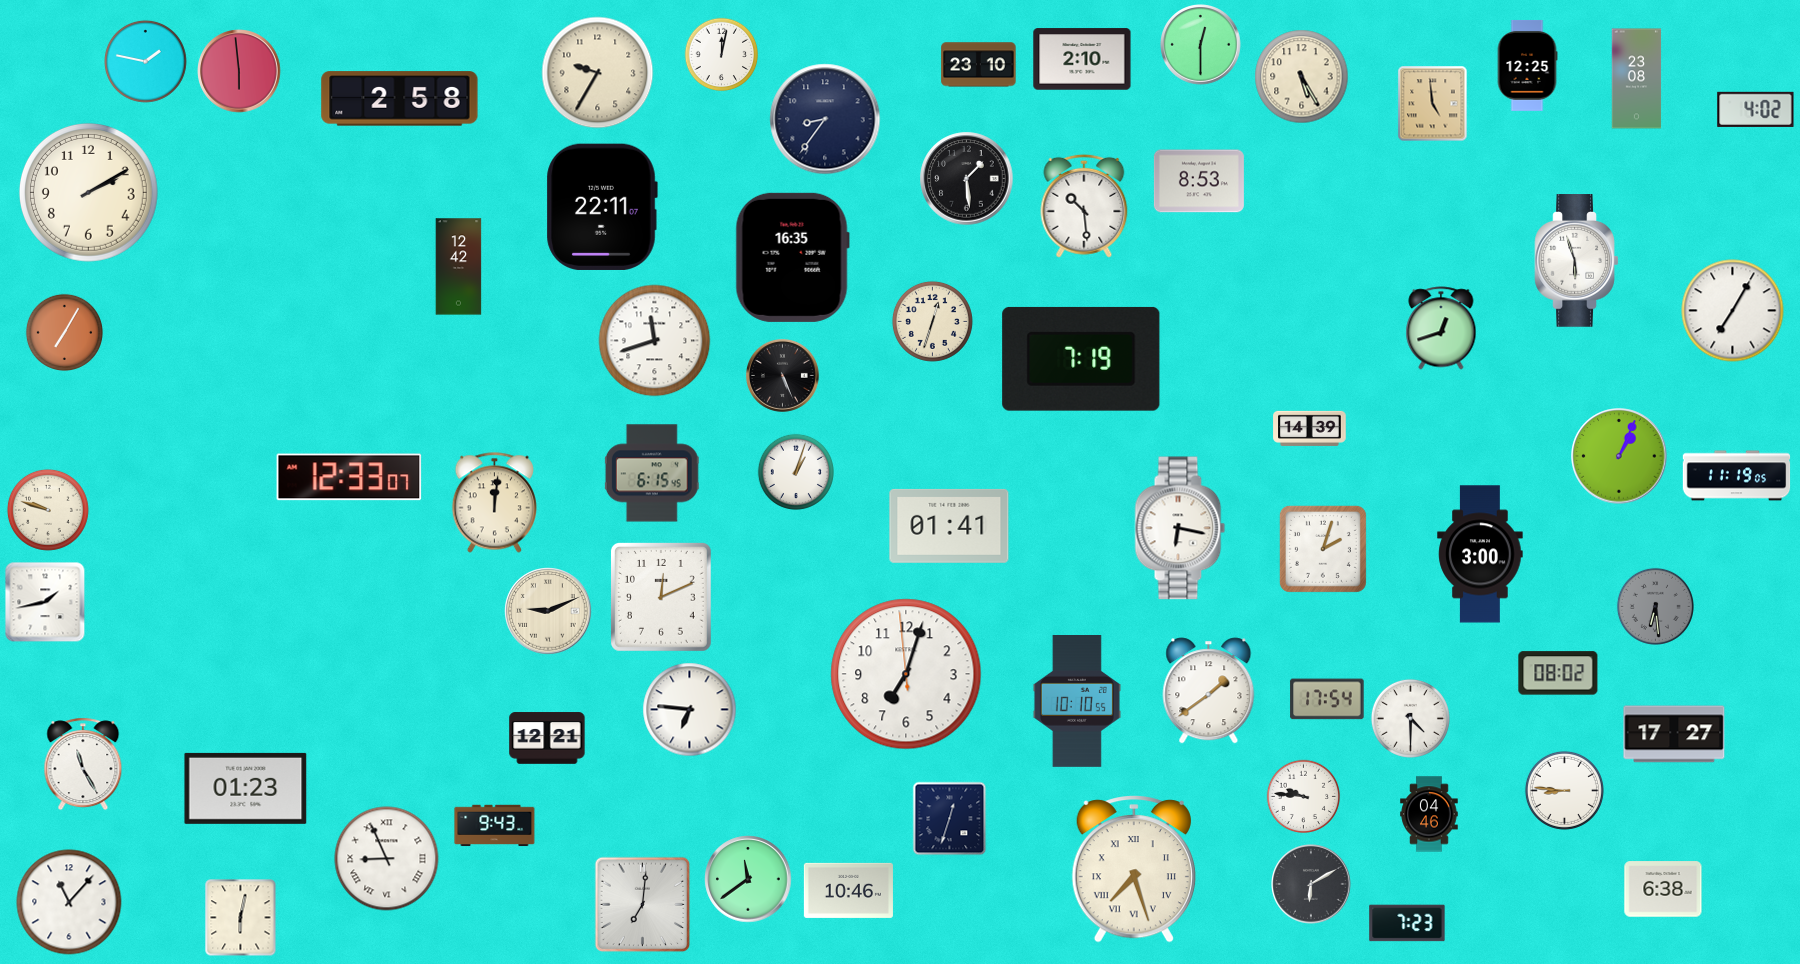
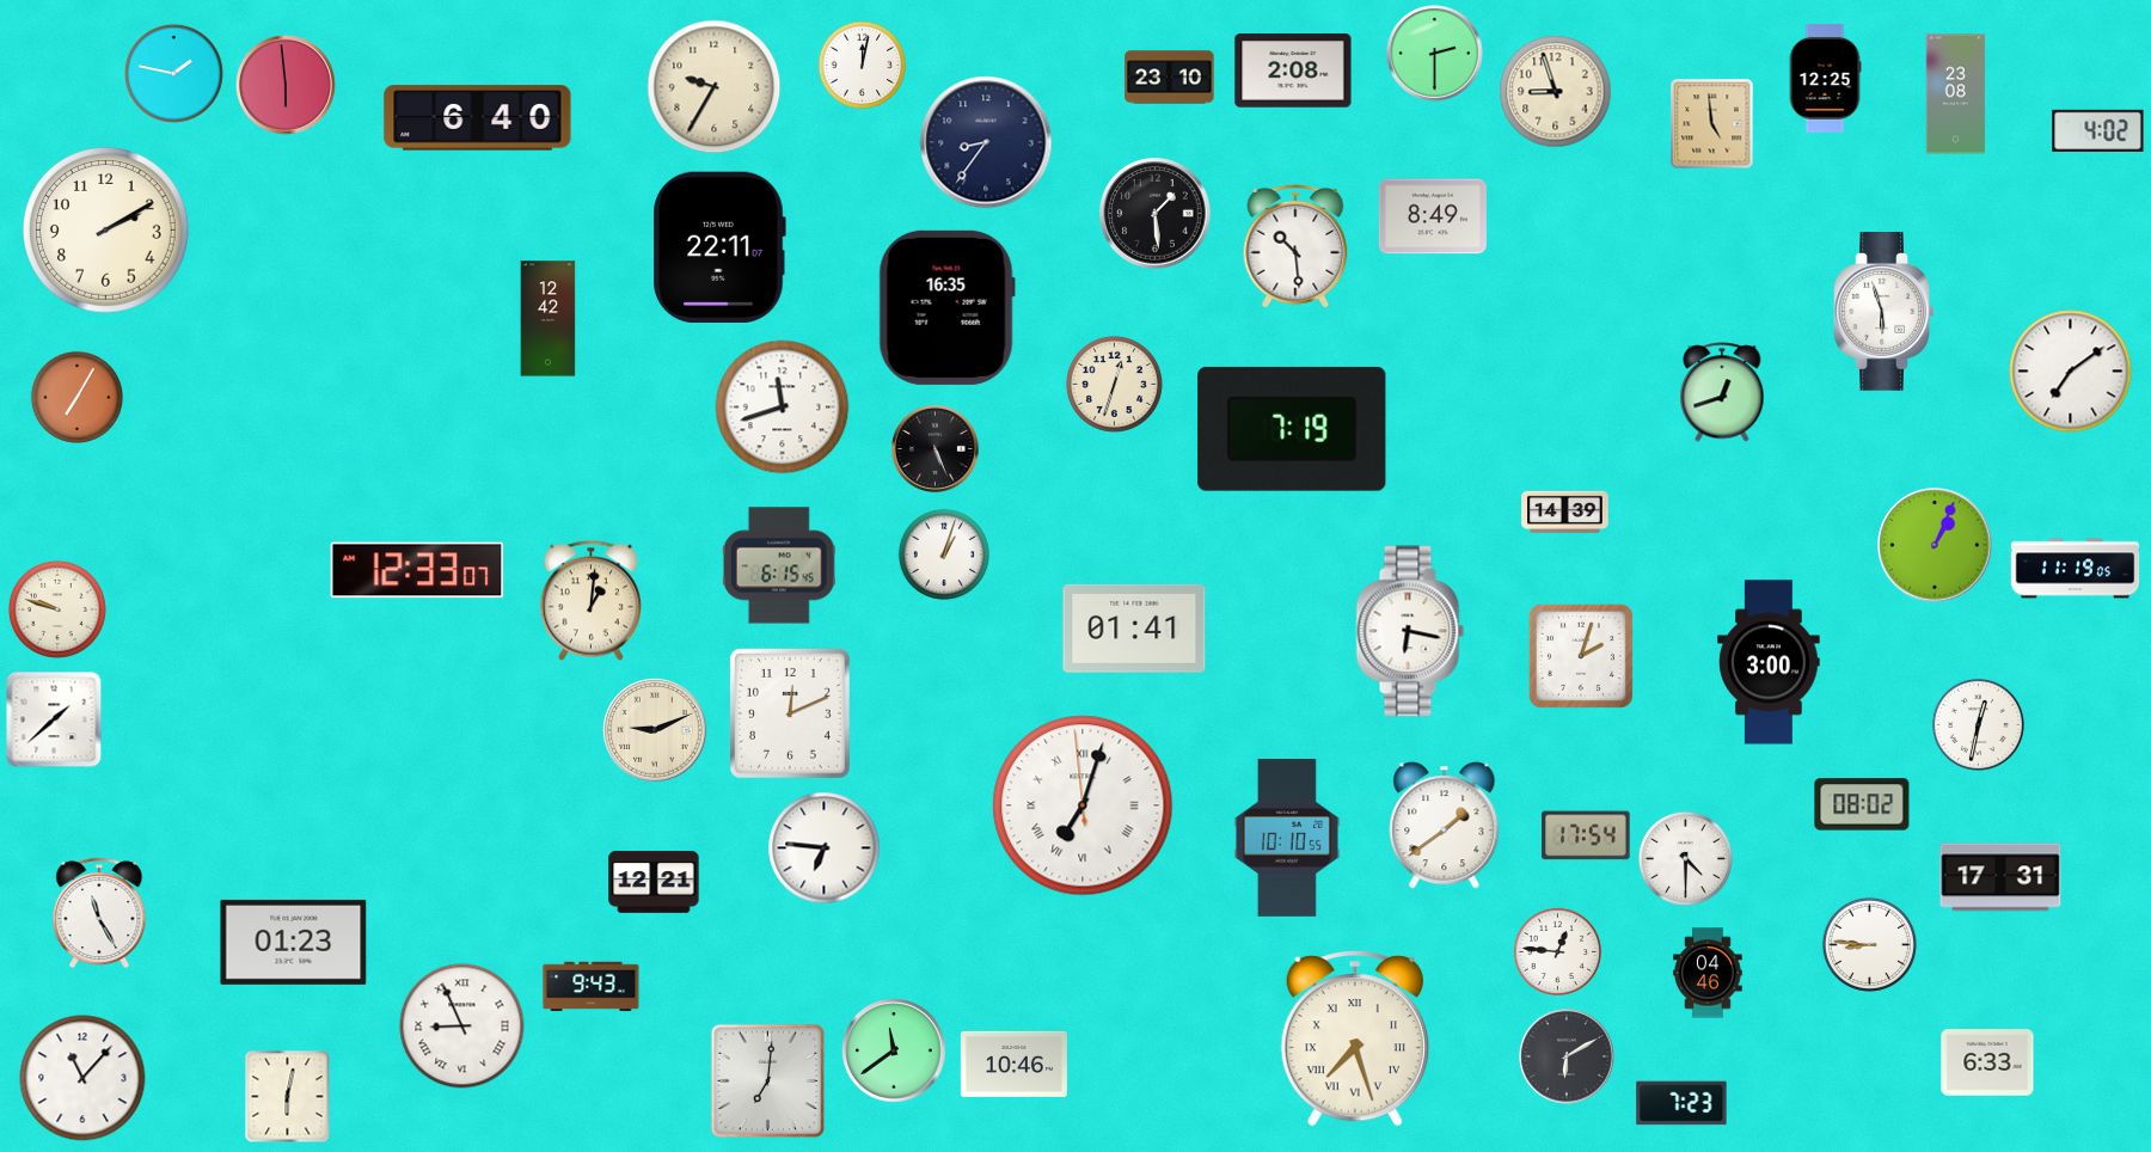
clock at (1201, 45): 12:30 -> 2:30
clock at (1082, 59): 2:10 -> 2:08
clock at (1302, 77): 5:25 -> 8:57
clock at (400, 99): 2:58 -> 6:40
clock at (1199, 181): 8:53 -> 8:49
clock at (1733, 311): 7:05 -> 7:09
clock at (795, 471) position: (795, 471) -> (943, 553)
clock at (494, 503): 12:01 -> 1:01
clock at (45, 602): 1:43 -> 1:38
clock at (1655, 606): 6:29 -> 12:32
clock at (1655, 606) dial: grey -> white
clock at (906, 674) numerals: Arabic -> Roman
clock at (1674, 734): 17:27 -> 17:31
clock at (1304, 797): 9:46 -> 12:46
clock at (950, 819): 12:33 -> none
clock at (1663, 889): 6:38 -> 6:33
